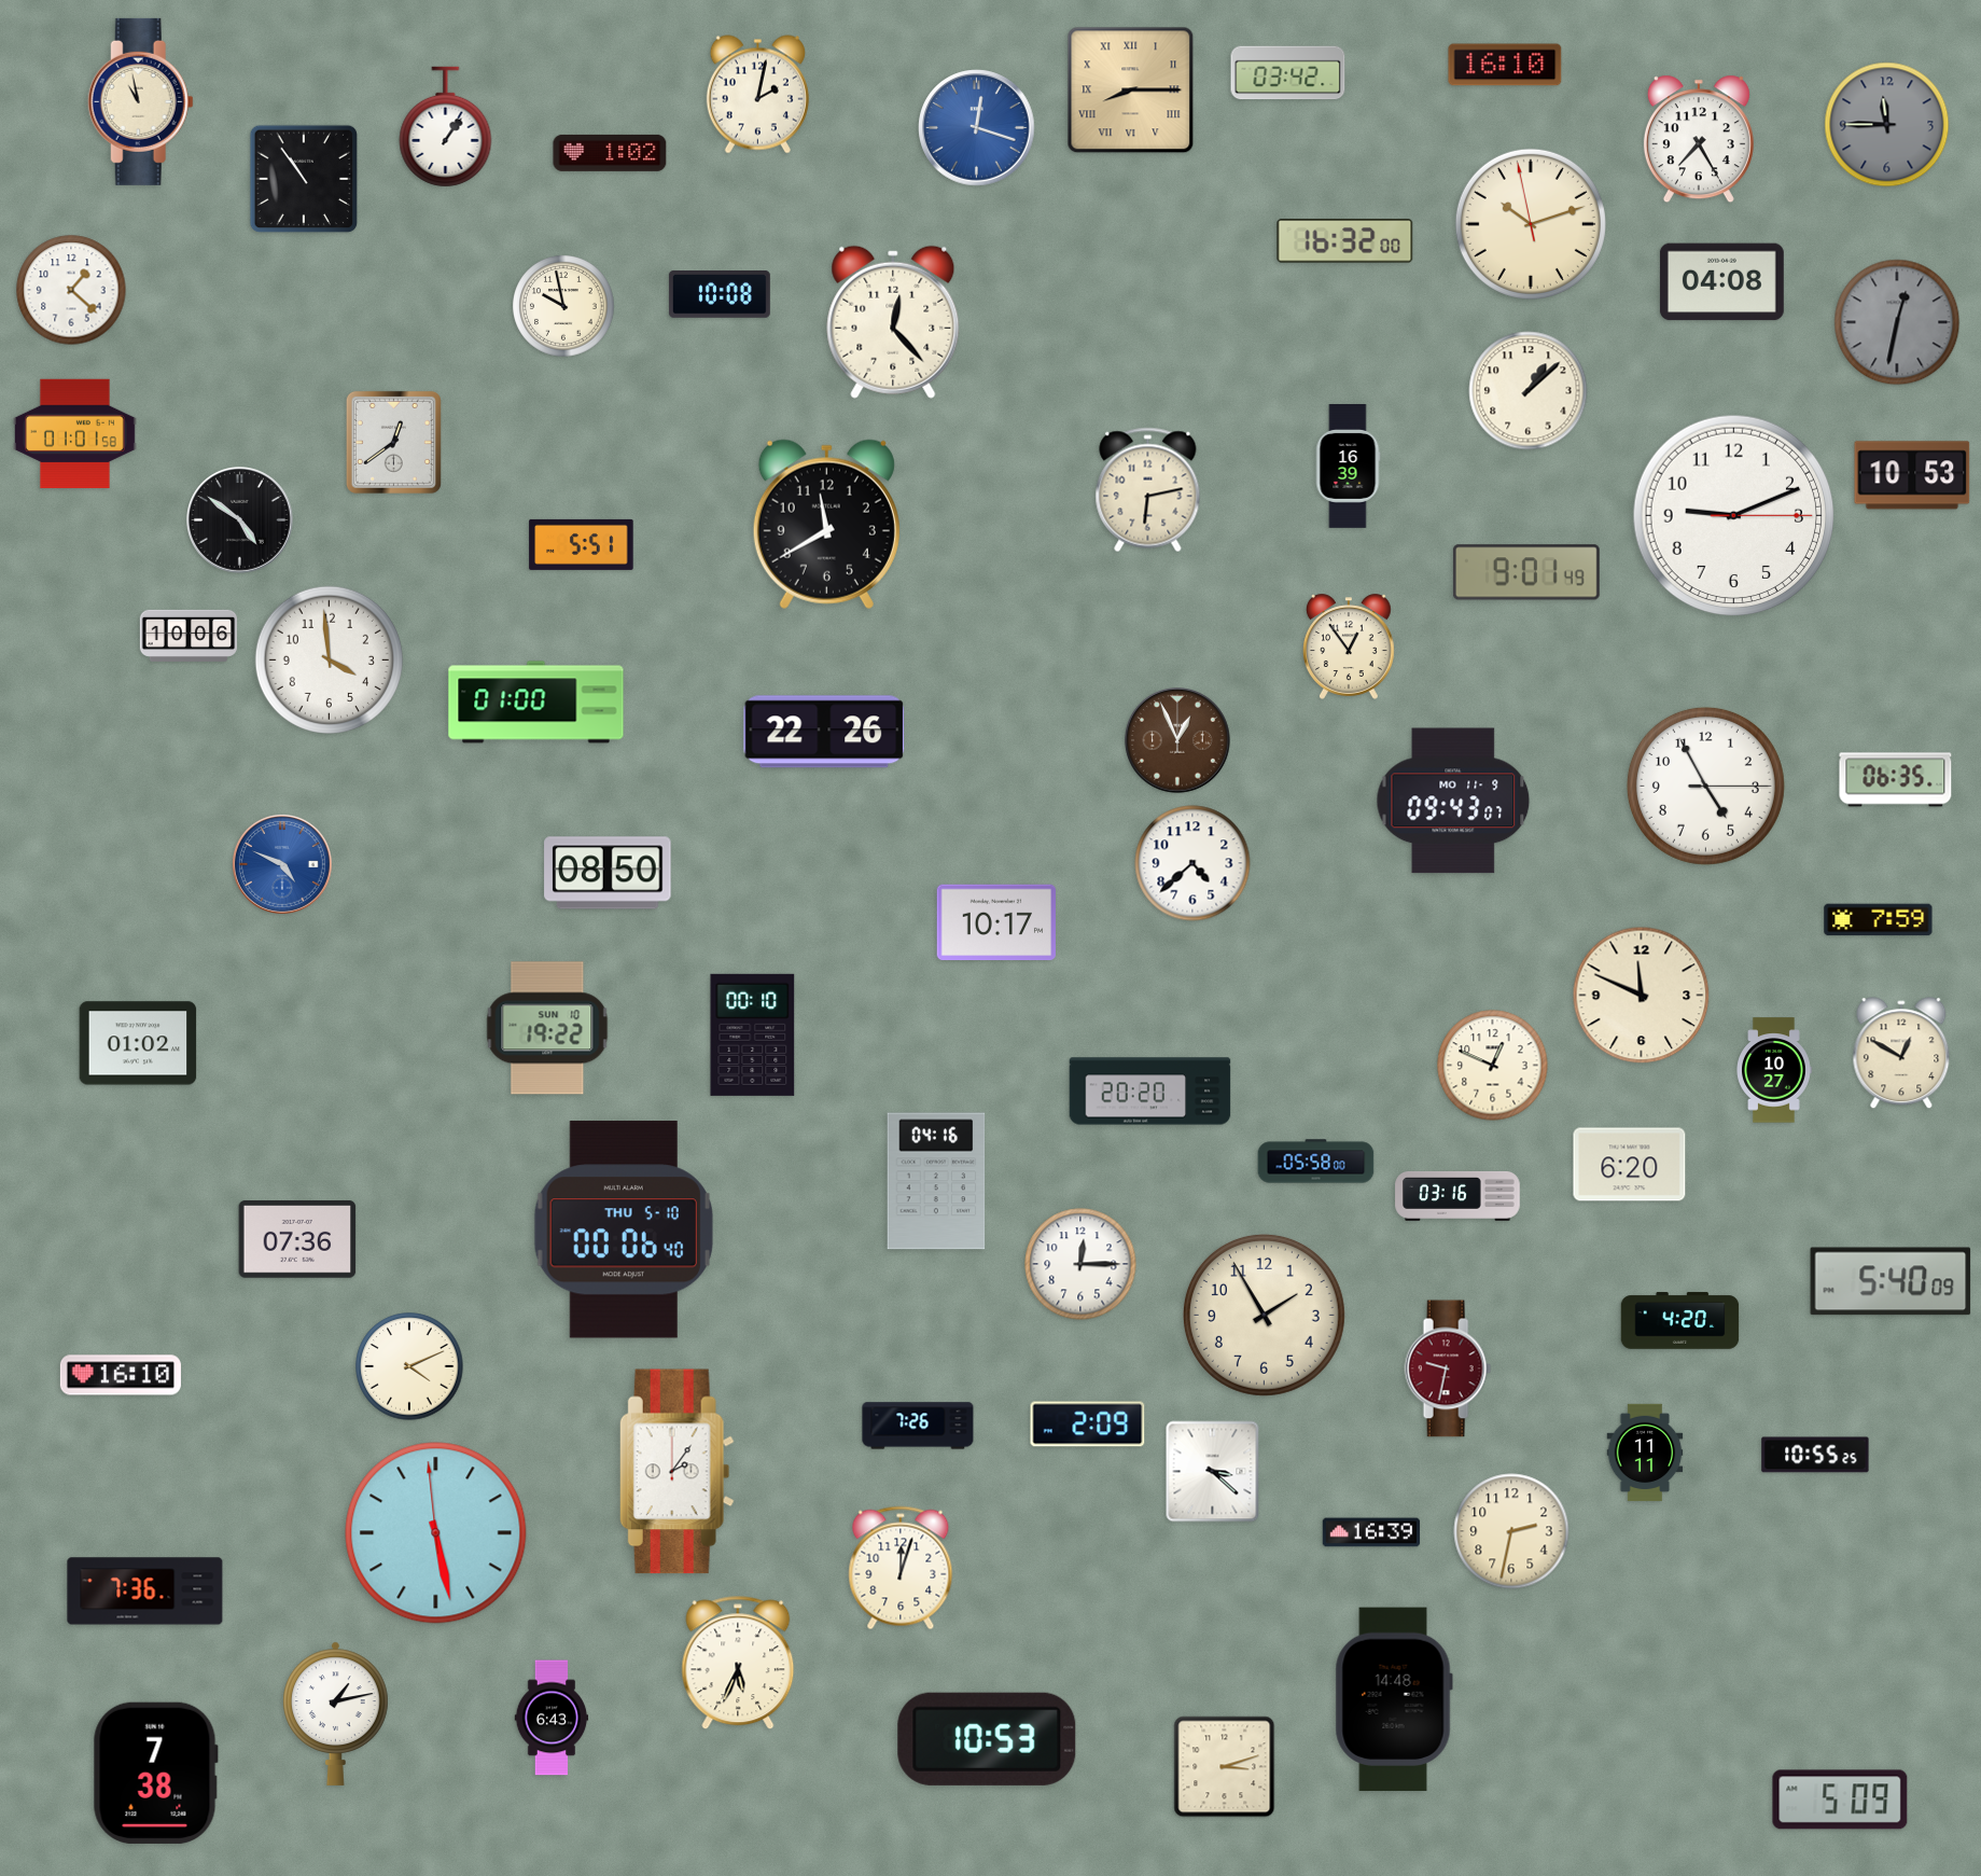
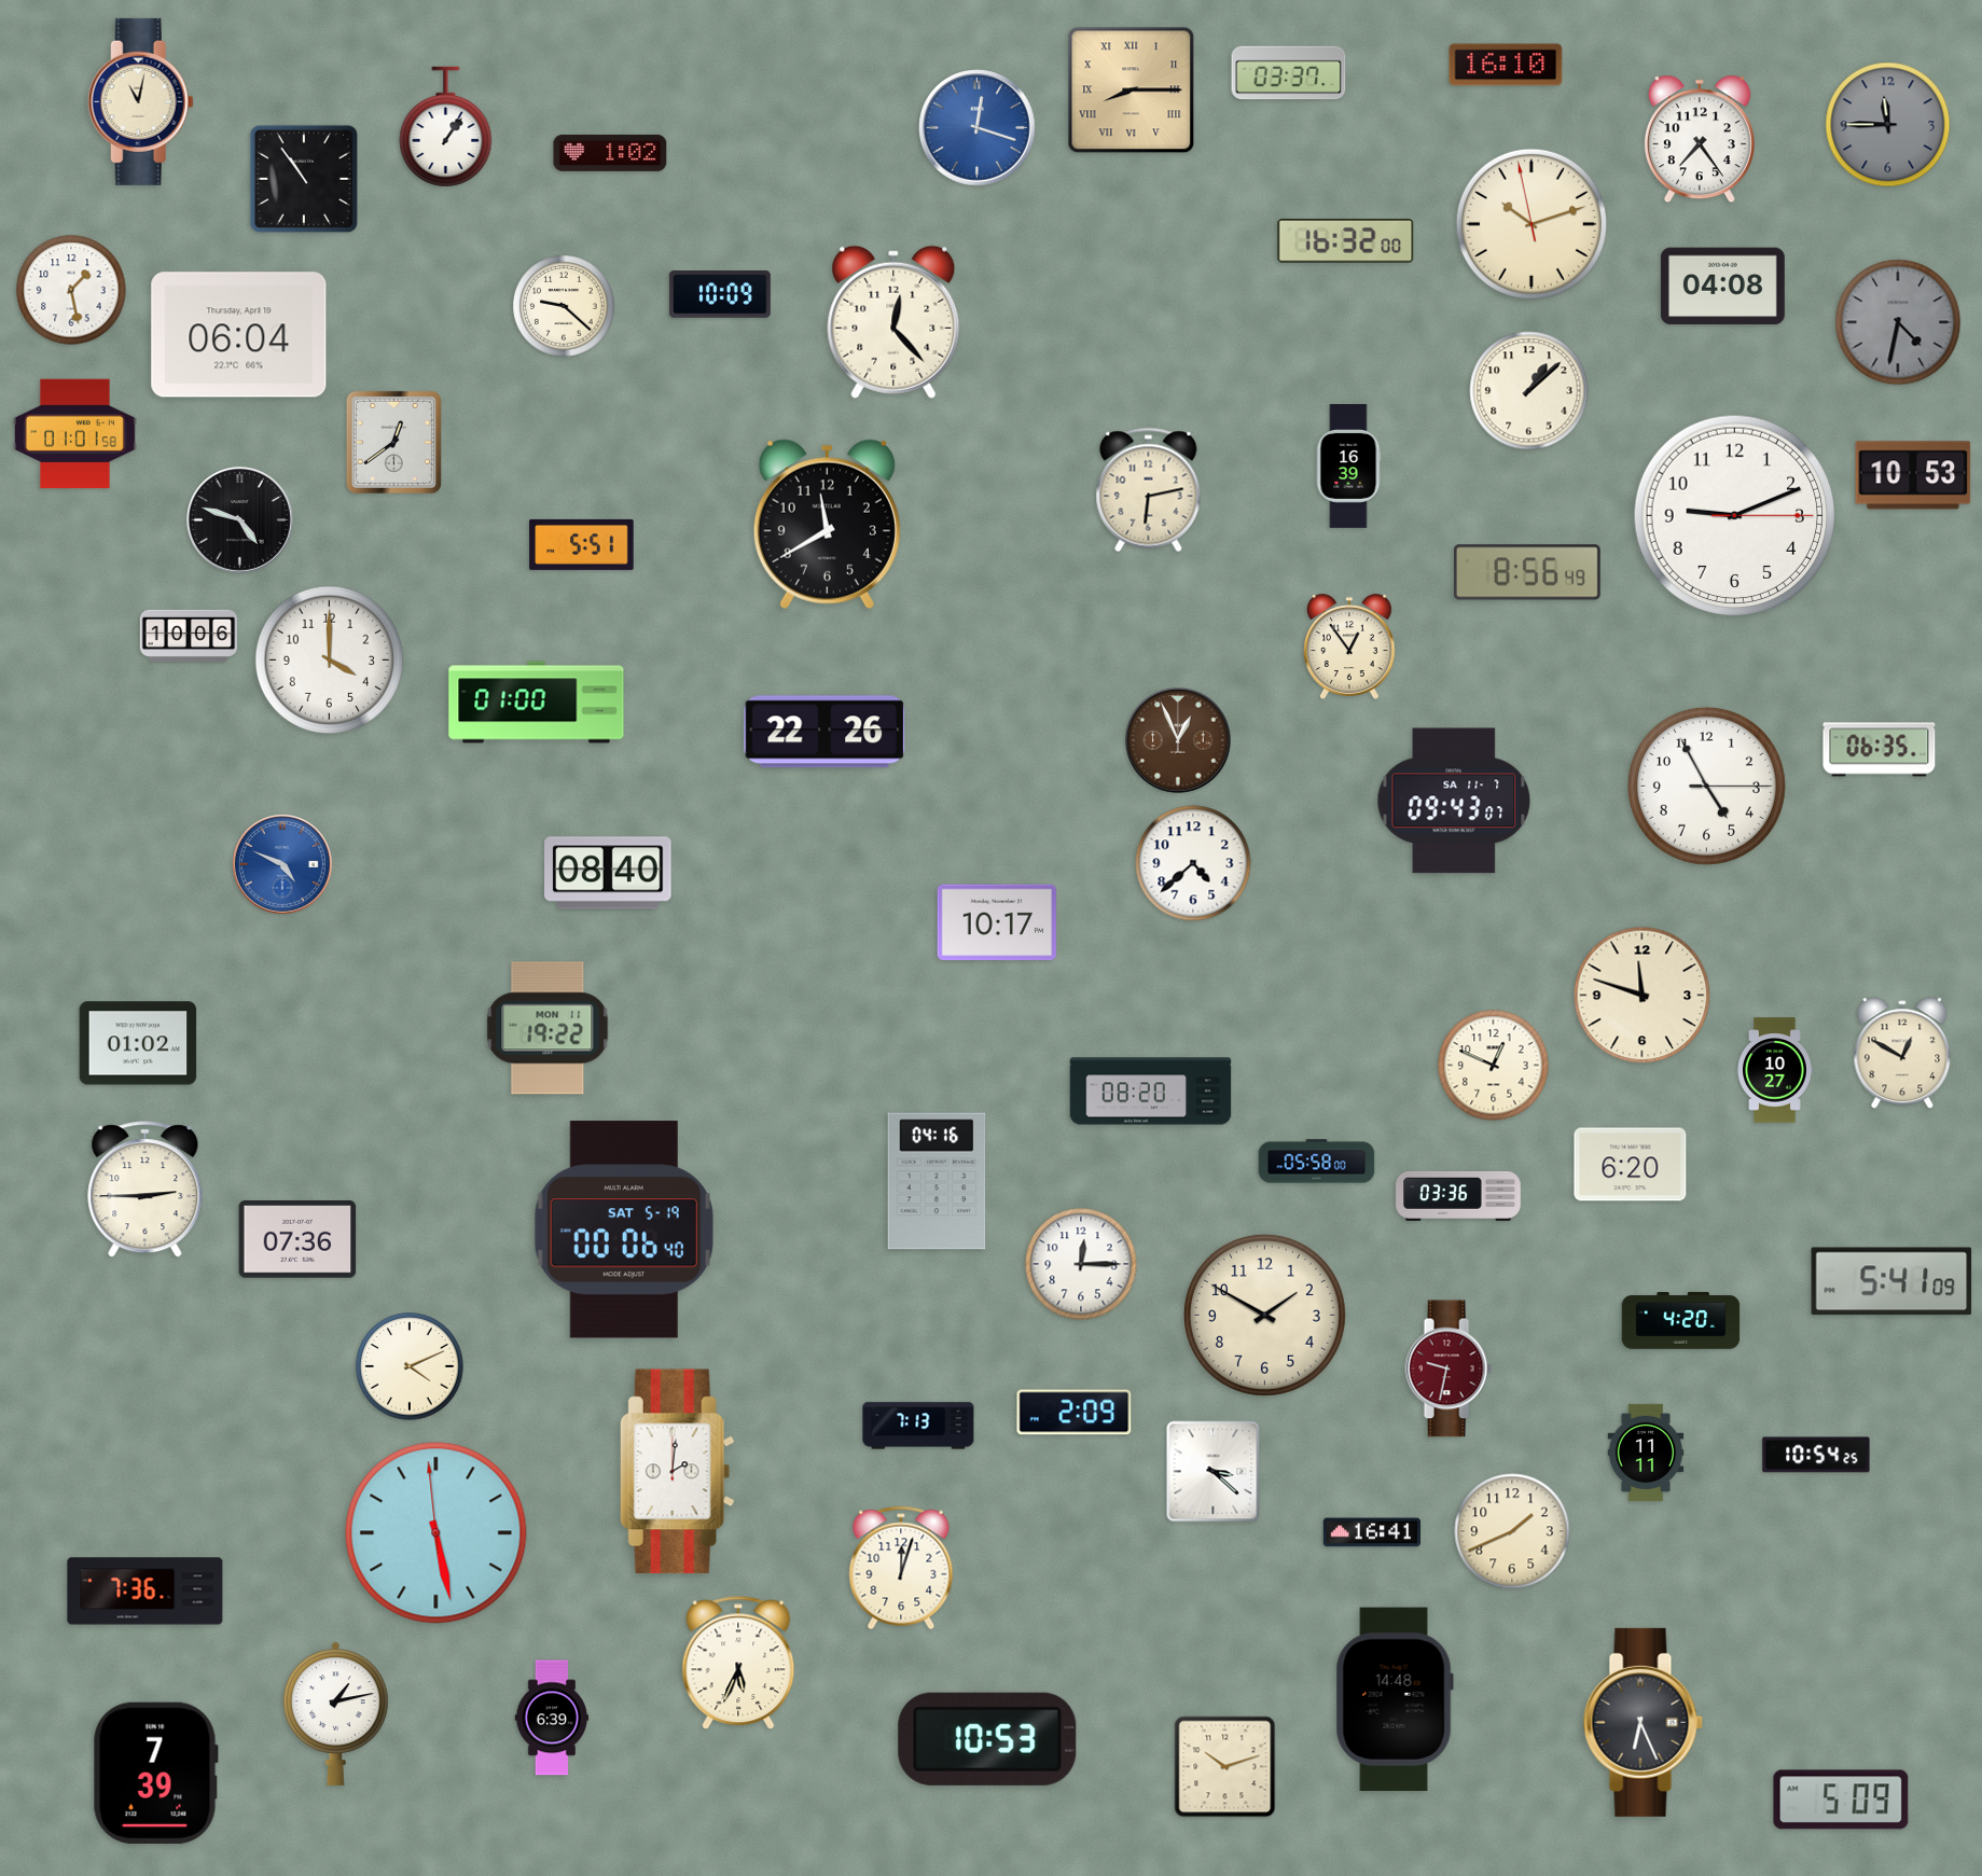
clock at (1288, 73): 03:42 -> 03:37
clock at (757, 95): 2:02 -> none
clock at (140, 101): 10:58 -> 11:02
clock at (1699, 139): 7:25 -> 7:24
clock at (1721, 282) position: (1721, 282) -> (1722, 287)
clock at (71, 290): 1:22 -> 1:28
clock at (720, 295): 10:08 -> 10:09
clock at (563, 306): 9:58 -> 9:22
clock at (1897, 322): 12:32 -> 4:32
clock at (239, 335): none -> 06:04
clock at (240, 520): 4:51 -> 4:48
clock at (1526, 572): 9:01 -> 8:56
clock at (329, 659): 3:59 -> 4:00
clock at (1896, 780) position: (1896, 780) -> (1880, 750)
clock at (1453, 801) date: MO 11-9 -> SA 11-7
clock at (608, 873): 08:50 -> 08:40
clock at (1879, 920): 7:59 -> none
clock at (1642, 996): 11:49 -> 11:48
clock at (547, 1028) date: SUN 10 -> MON 11
clock at (753, 1034): 00:10 -> none
clock at (1150, 1092): 20:20 -> 08:20
clock at (145, 1190): none -> 2:45
clock at (1457, 1196): 03:16 -> 03:36
clock at (624, 1229) date: THU 5-10 -> SAT 5-19
clock at (1891, 1281): 5:40 -> 5:41
clock at (1264, 1315): 1:55 -> 1:50
clock at (121, 1375): 16:10 -> none
clock at (1088, 1425) position: (1088, 1425) -> (1075, 1413)
clock at (918, 1426): 7:26 -> 7:13
clock at (1815, 1455): 10:55 -> 10:54
clock at (676, 1472): 2:06 -> 2:01
clock at (1511, 1531): 2:32 -> 1:41
clock at (1371, 1532): 16:39 -> 16:41
clock at (552, 1718): 6:43 -> 6:39
clock at (1643, 1722): none -> 6:26
clock at (1225, 1767): 3:12 -> 10:12
clock at (155, 1773): 7:38 -> 7:39
